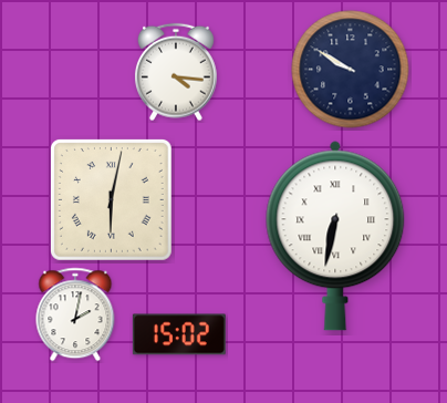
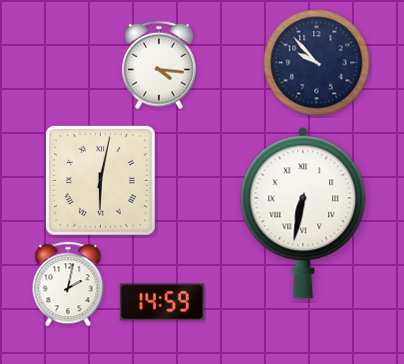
clock at (351, 70): 9:50 -> 9:53
clock at (179, 334): 15:02 -> 14:59
